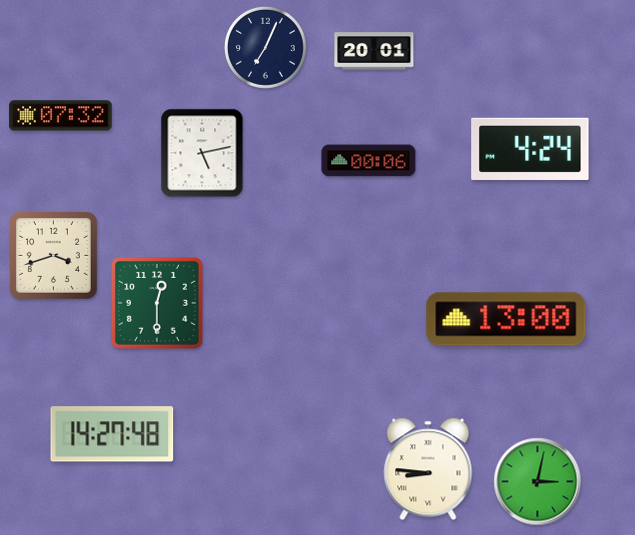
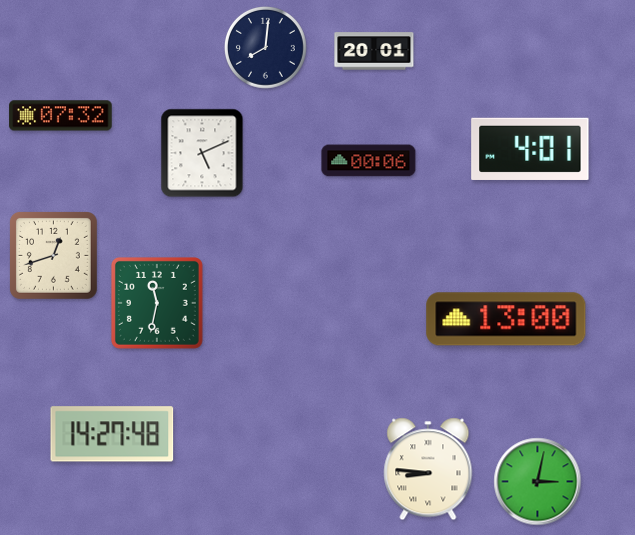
clock at (266, 48): 7:04 -> 8:01
clock at (530, 149): 4:24 -> 4:01
clock at (202, 153): 5:13 -> 5:11
clock at (53, 255): 3:42 -> 12:42
clock at (157, 303): 12:30 -> 11:32
